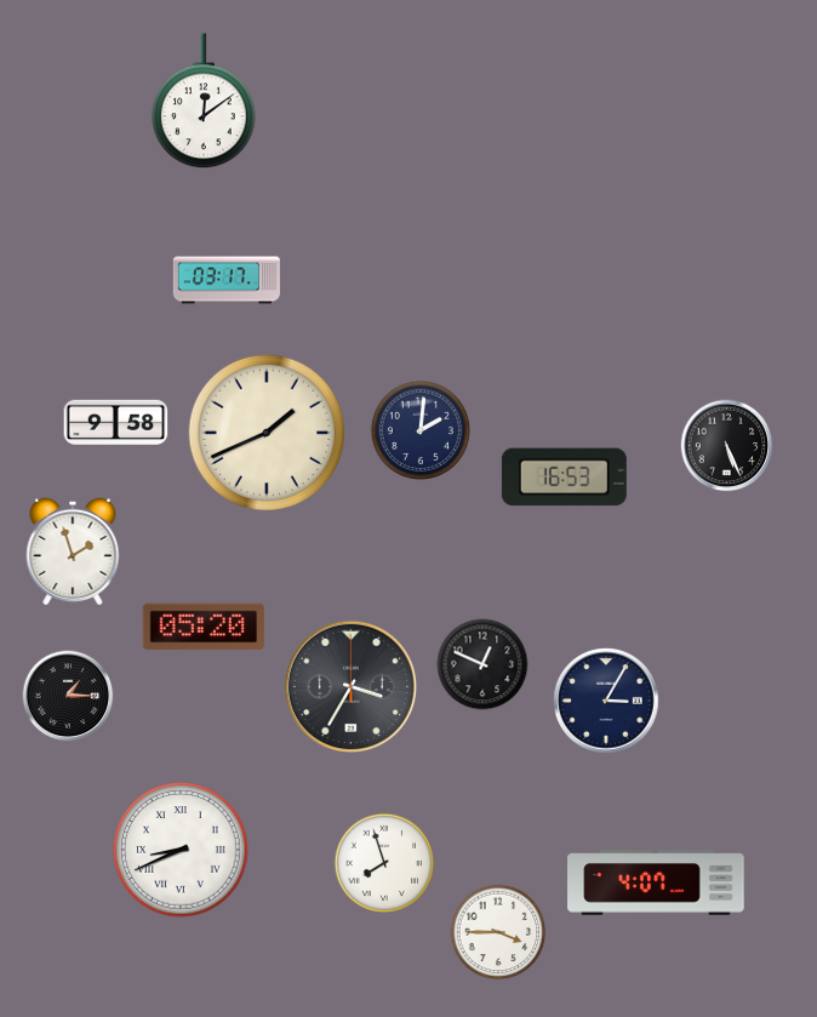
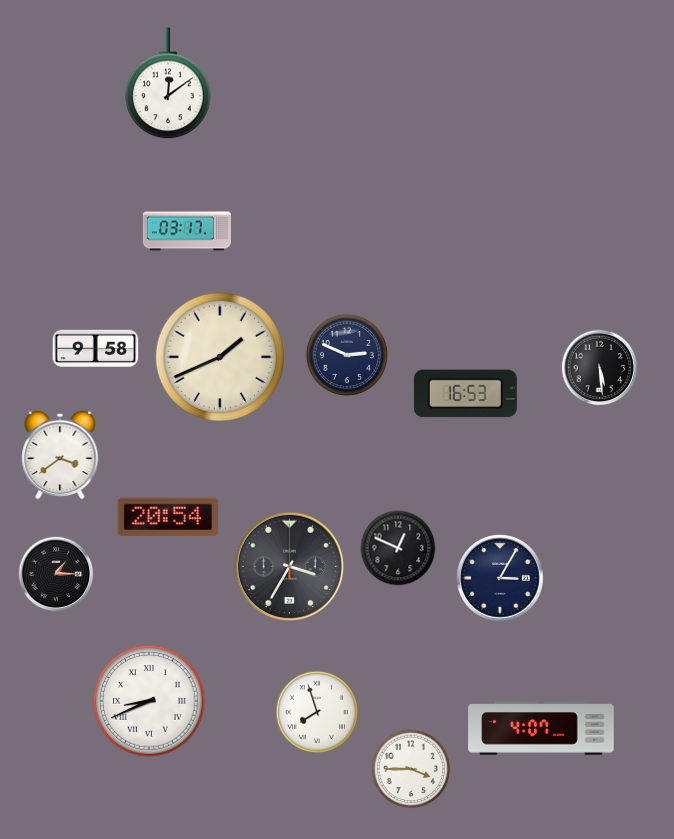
clock at (419, 429): 2:01 -> 2:49
clock at (727, 446): 5:26 -> 5:29
clock at (73, 552): 1:57 -> 3:39
clock at (204, 627): 05:20 -> 20:54
